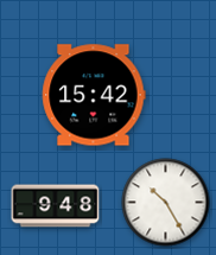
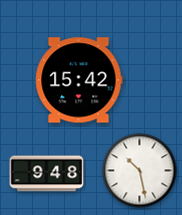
clock at (166, 203): 10:25 -> 10:28
